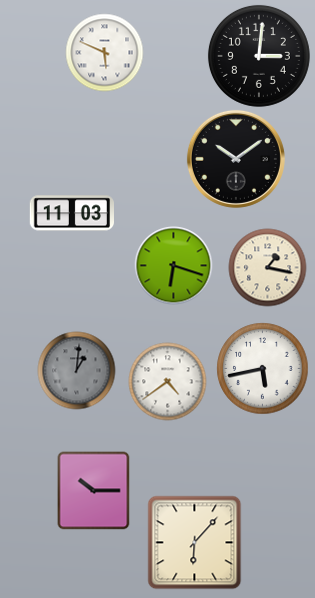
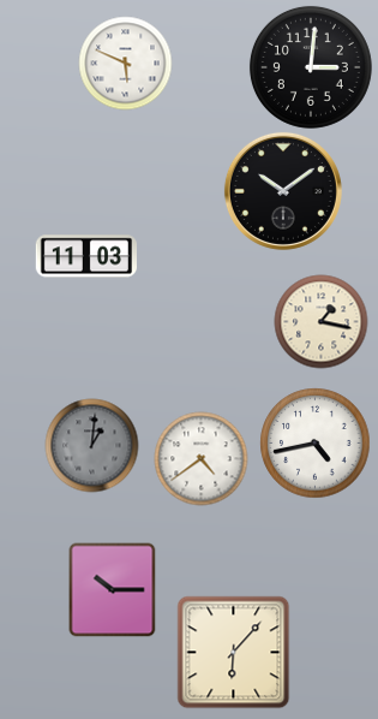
clock at (173, 265): 6:18 -> none
clock at (262, 368): 5:43 -> 4:43
